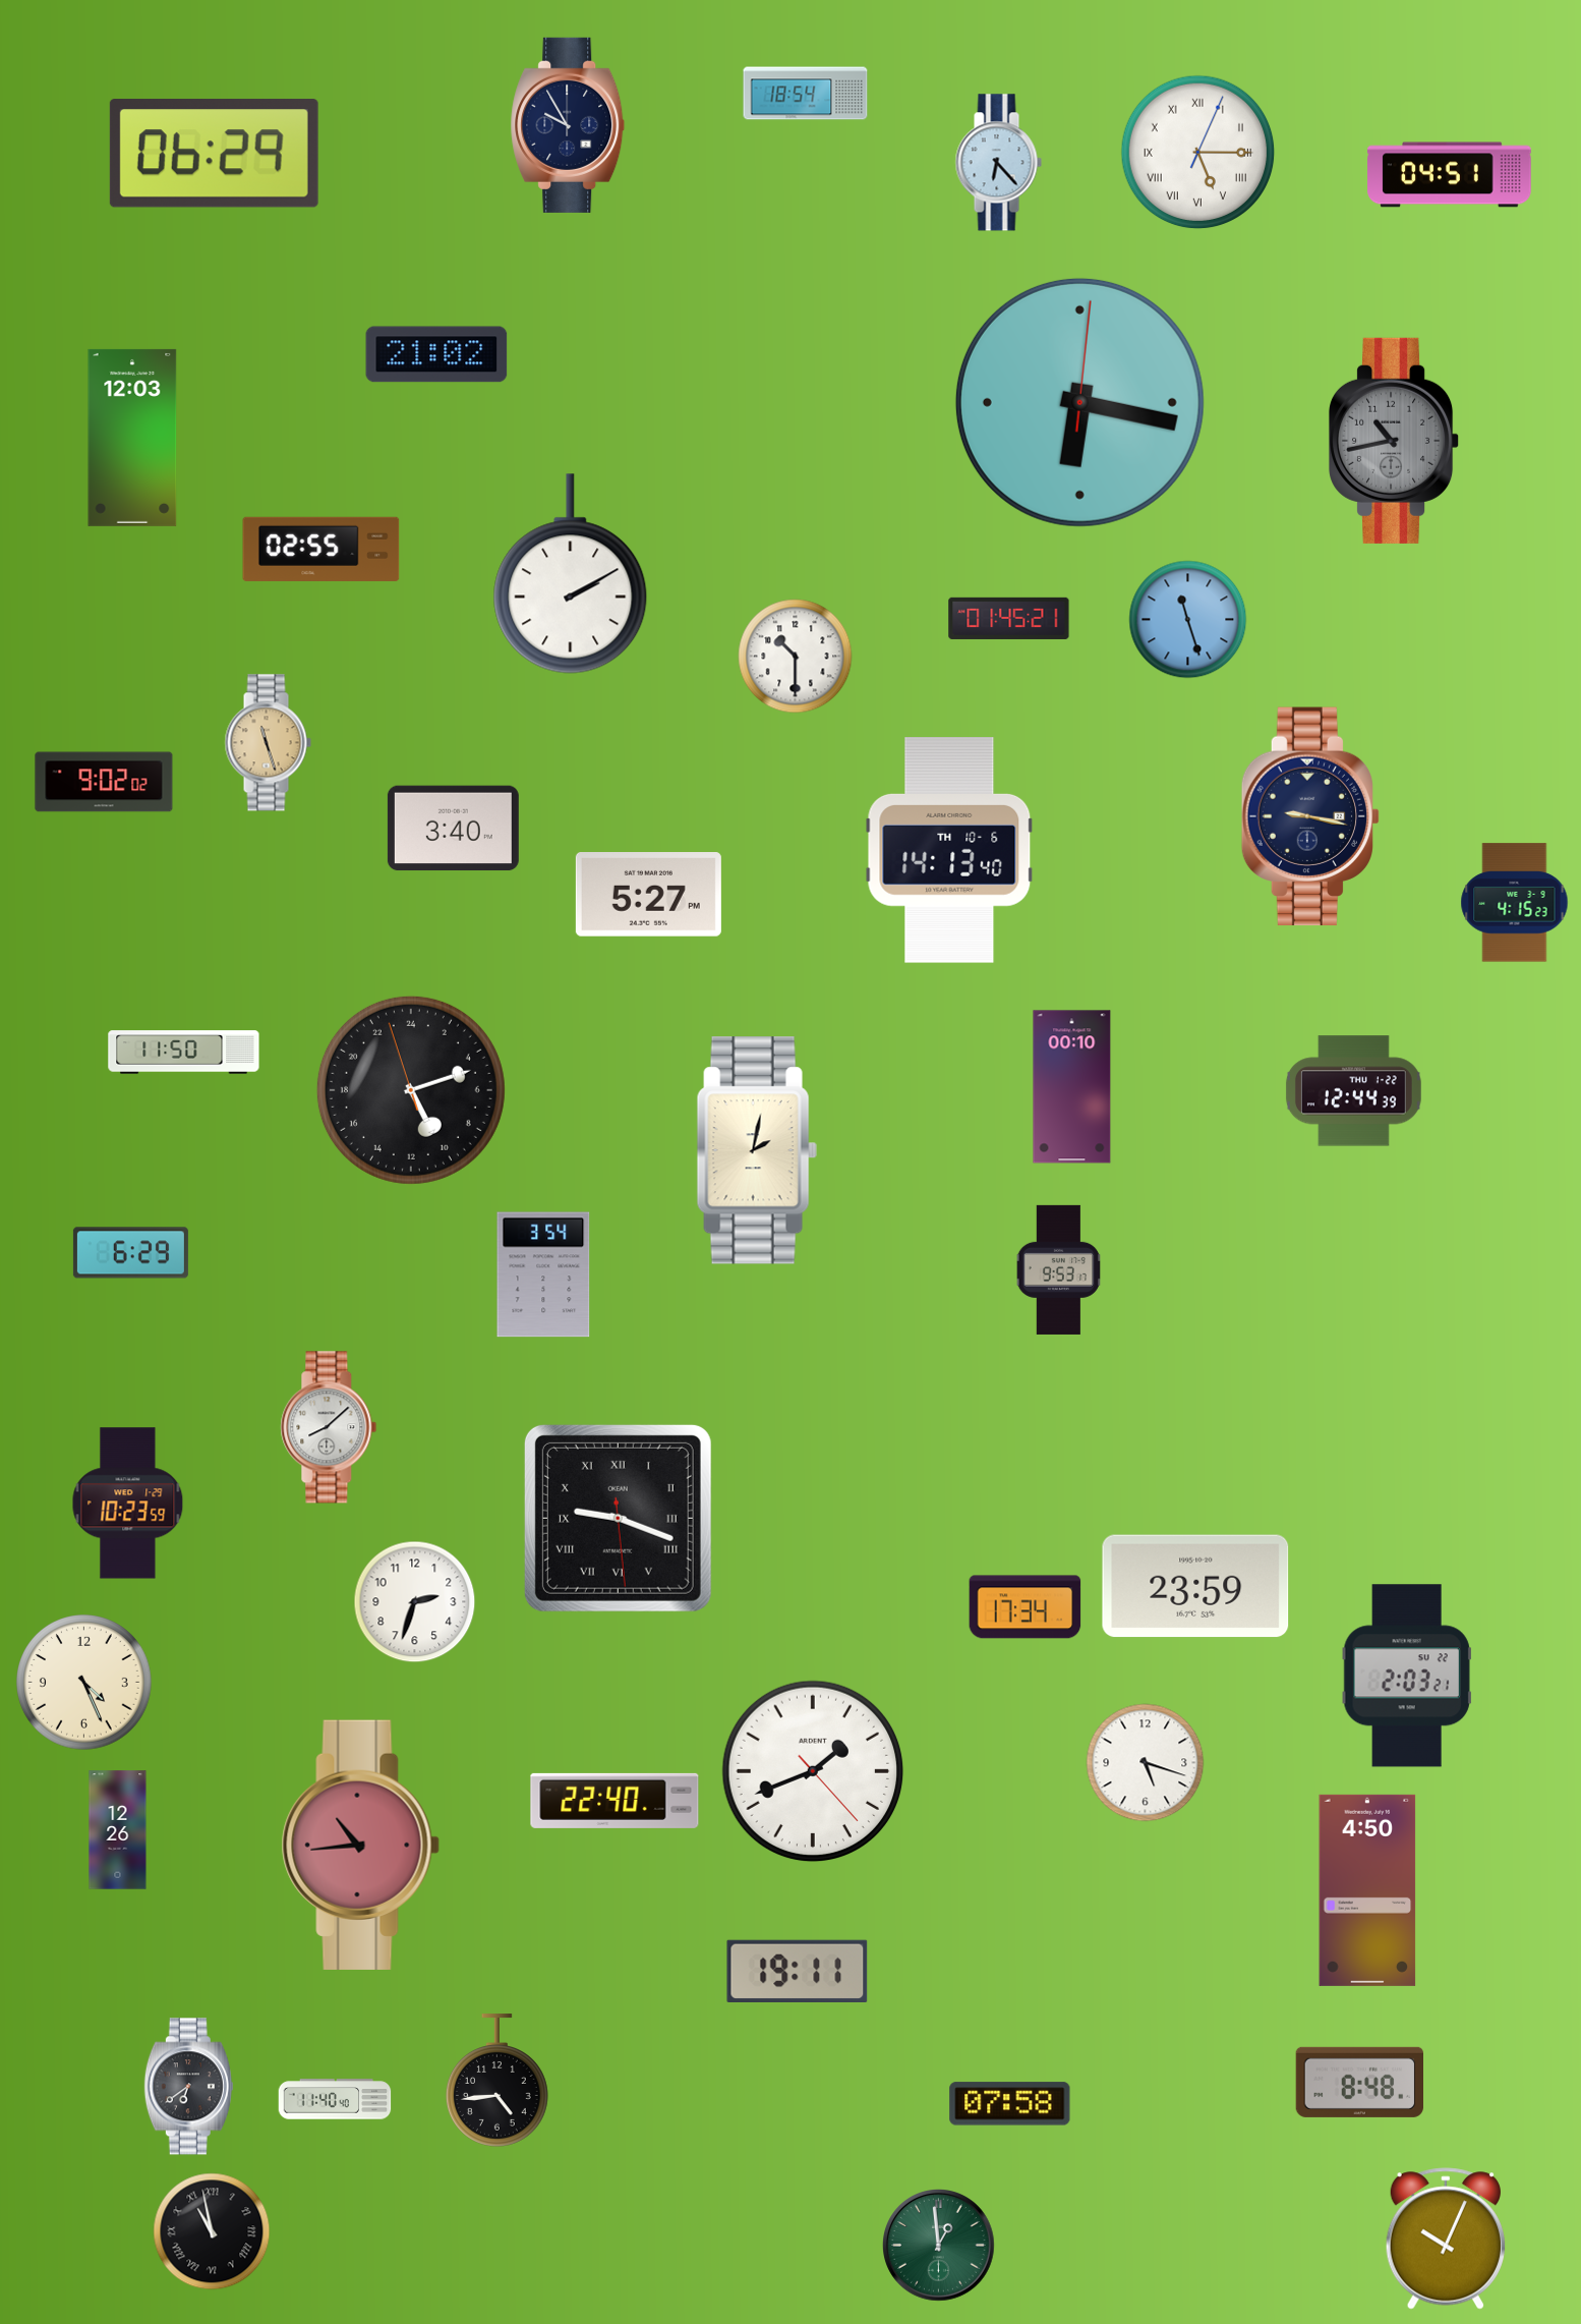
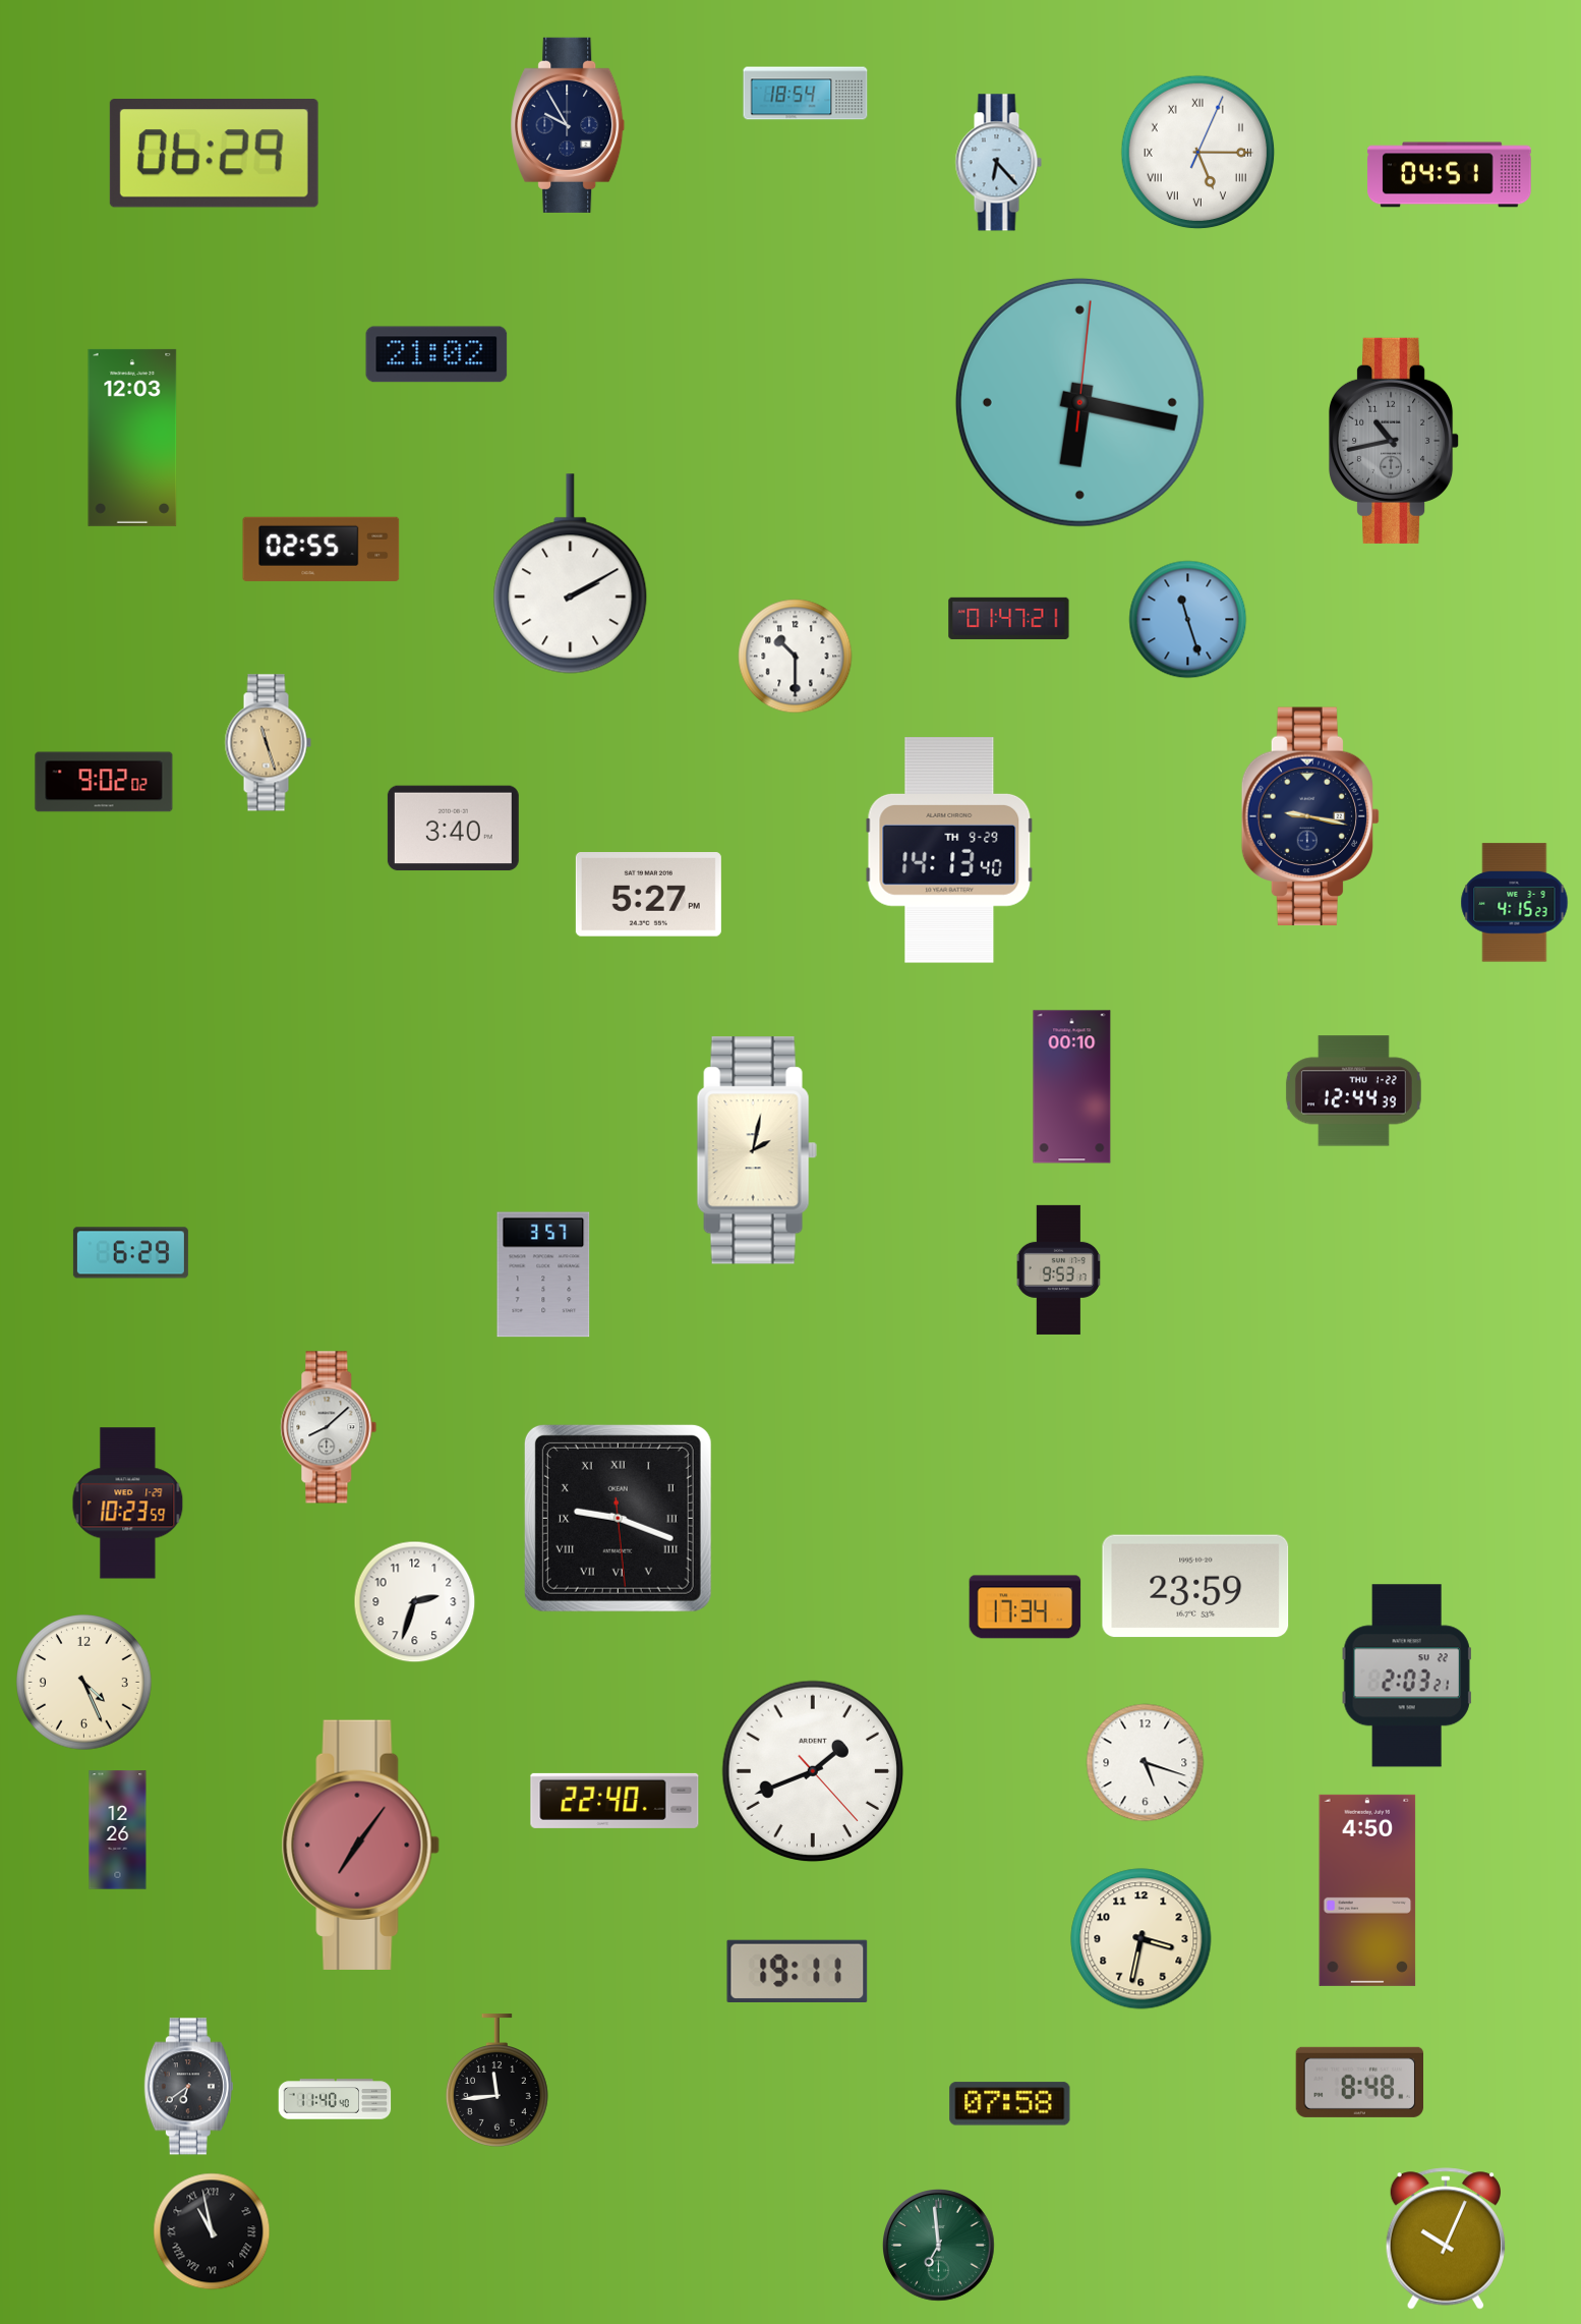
clock at (1009, 618): 01:45 -> 01:47
clock at (949, 850) date: TH 10-6 -> TH 9-29
clock at (184, 1053): 11:50 -> none
clock at (411, 1090): 10:11 -> none
clock at (543, 1274): 3:54 -> 3:57
clock at (360, 1845): 10:44 -> 7:06
clock at (1141, 1939): none -> 3:32
clock at (496, 2081): 4:44 -> 11:44
clock at (939, 2246): 12:59 -> 6:59
